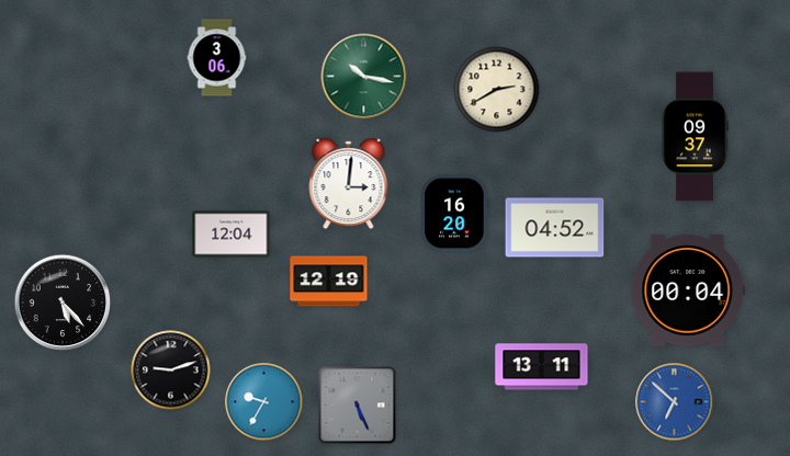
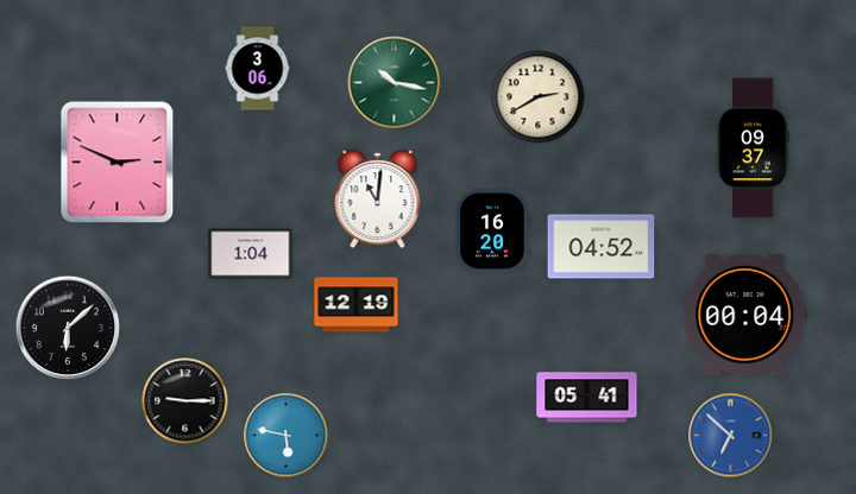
clock at (217, 58) position: (217, 58) -> (258, 69)
clock at (118, 163): none -> 2:49
clock at (349, 184): 3:01 -> 11:01
clock at (232, 235): 12:04 -> 1:04
clock at (63, 303): 5:23 -> 6:08
clock at (542, 367): 13:11 -> 05:41
clock at (171, 371): 9:12 -> 9:15
clock at (264, 402): 9:35 -> 5:47
clock at (358, 406): 5:26 -> none
